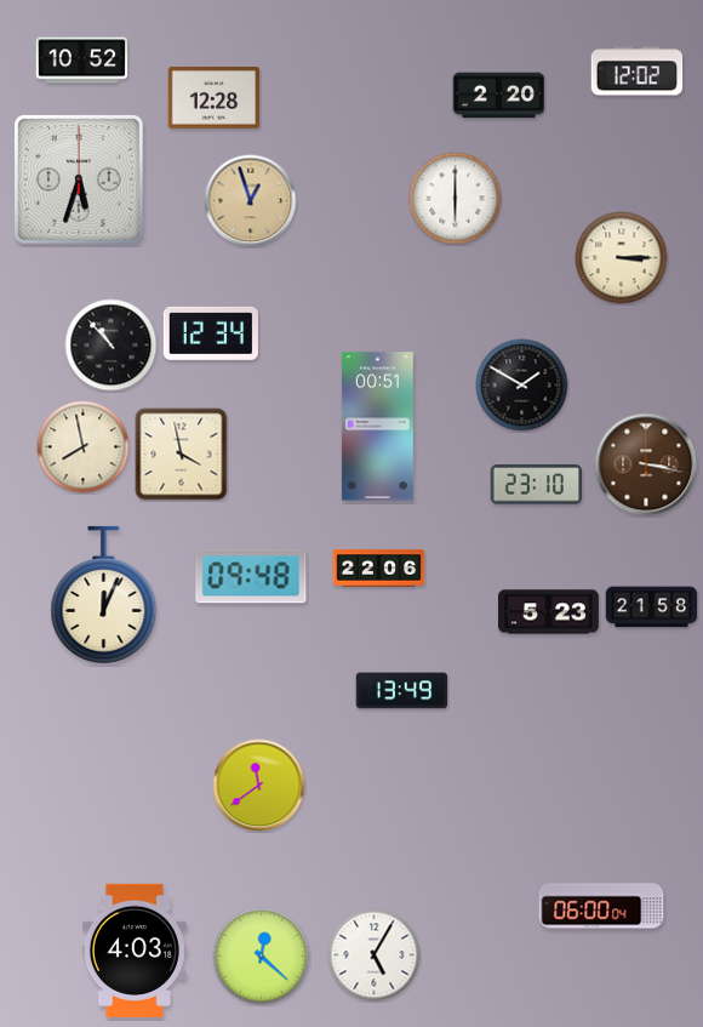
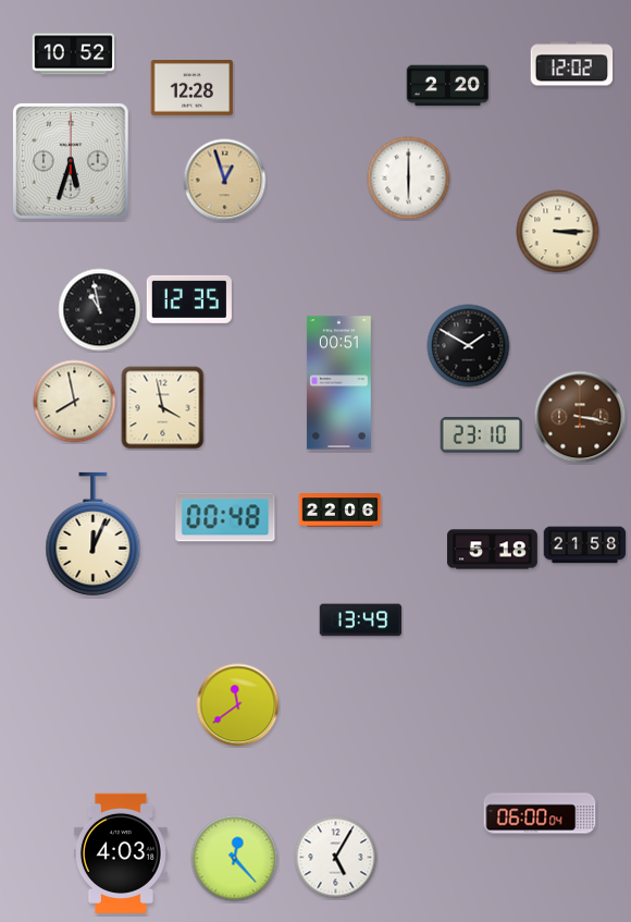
clock at (211, 333): 12:34 -> 12:35
clock at (112, 346): 10:53 -> 10:58
clock at (251, 576): 09:48 -> 00:48
clock at (549, 612): 5:23 -> 5:18
clock at (259, 786) position: (259, 786) -> (238, 705)
clock at (262, 957): 12:22 -> 12:23
